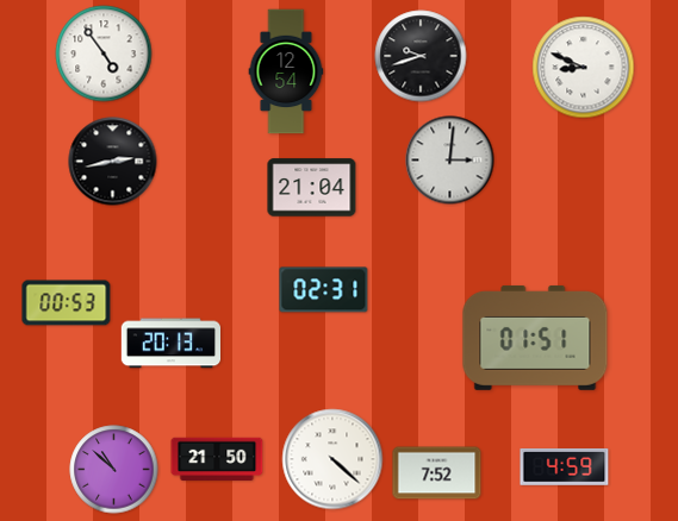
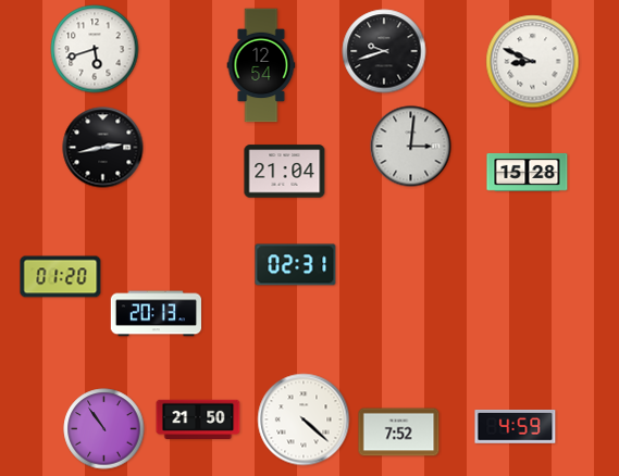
clock at (104, 54): 4:54 -> 5:42
clock at (528, 172): none -> 15:28
clock at (67, 303): 00:53 -> 01:20
clock at (535, 338): 01:51 -> none
clock at (114, 470): 10:52 -> 10:54
